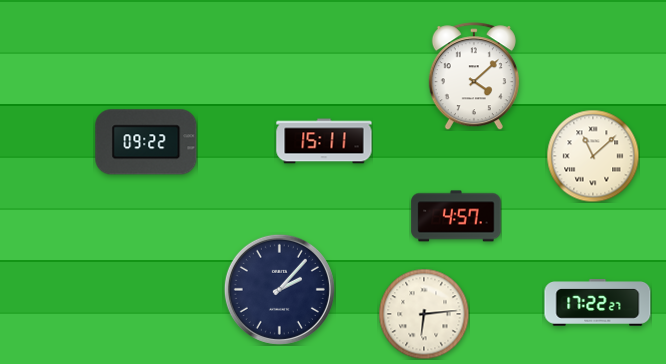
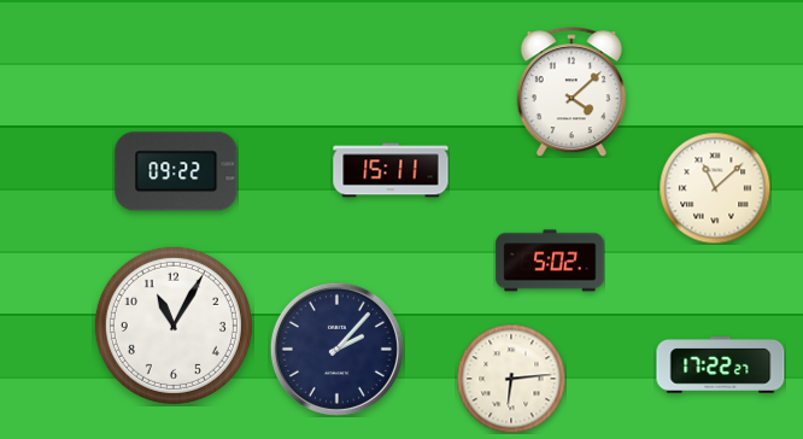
clock at (456, 216): 4:57 -> 5:02
clock at (174, 326): none -> 11:05
